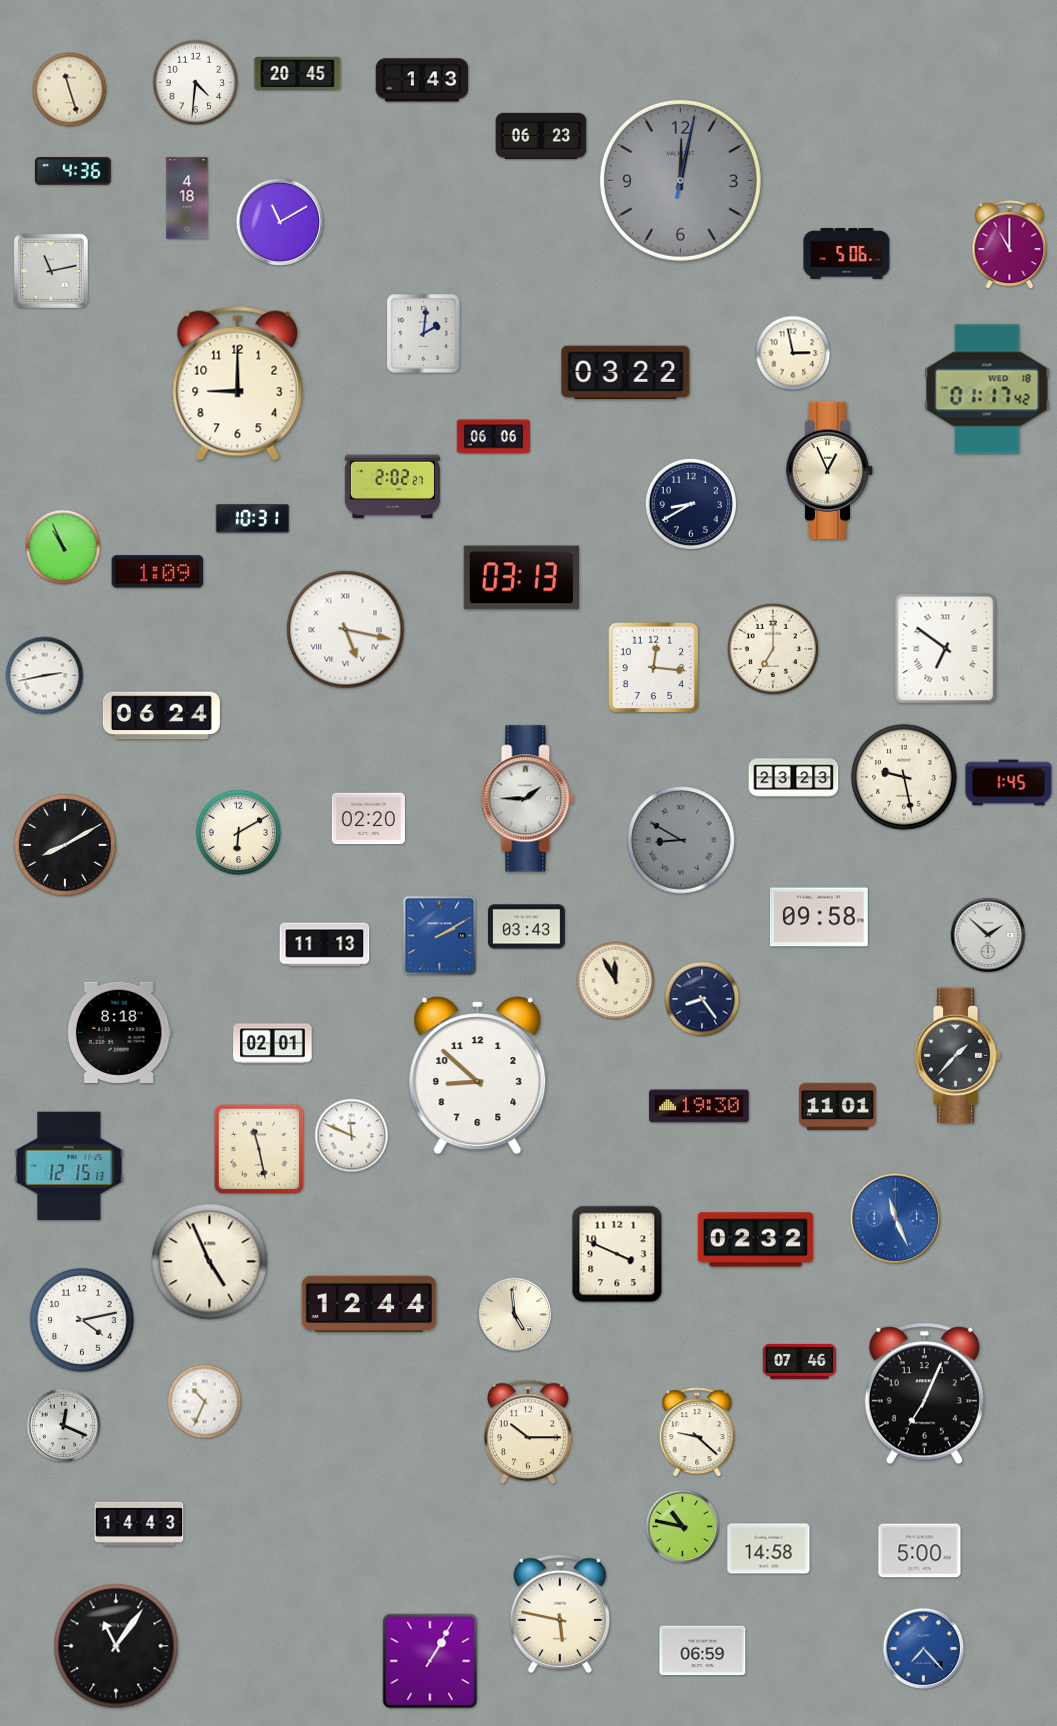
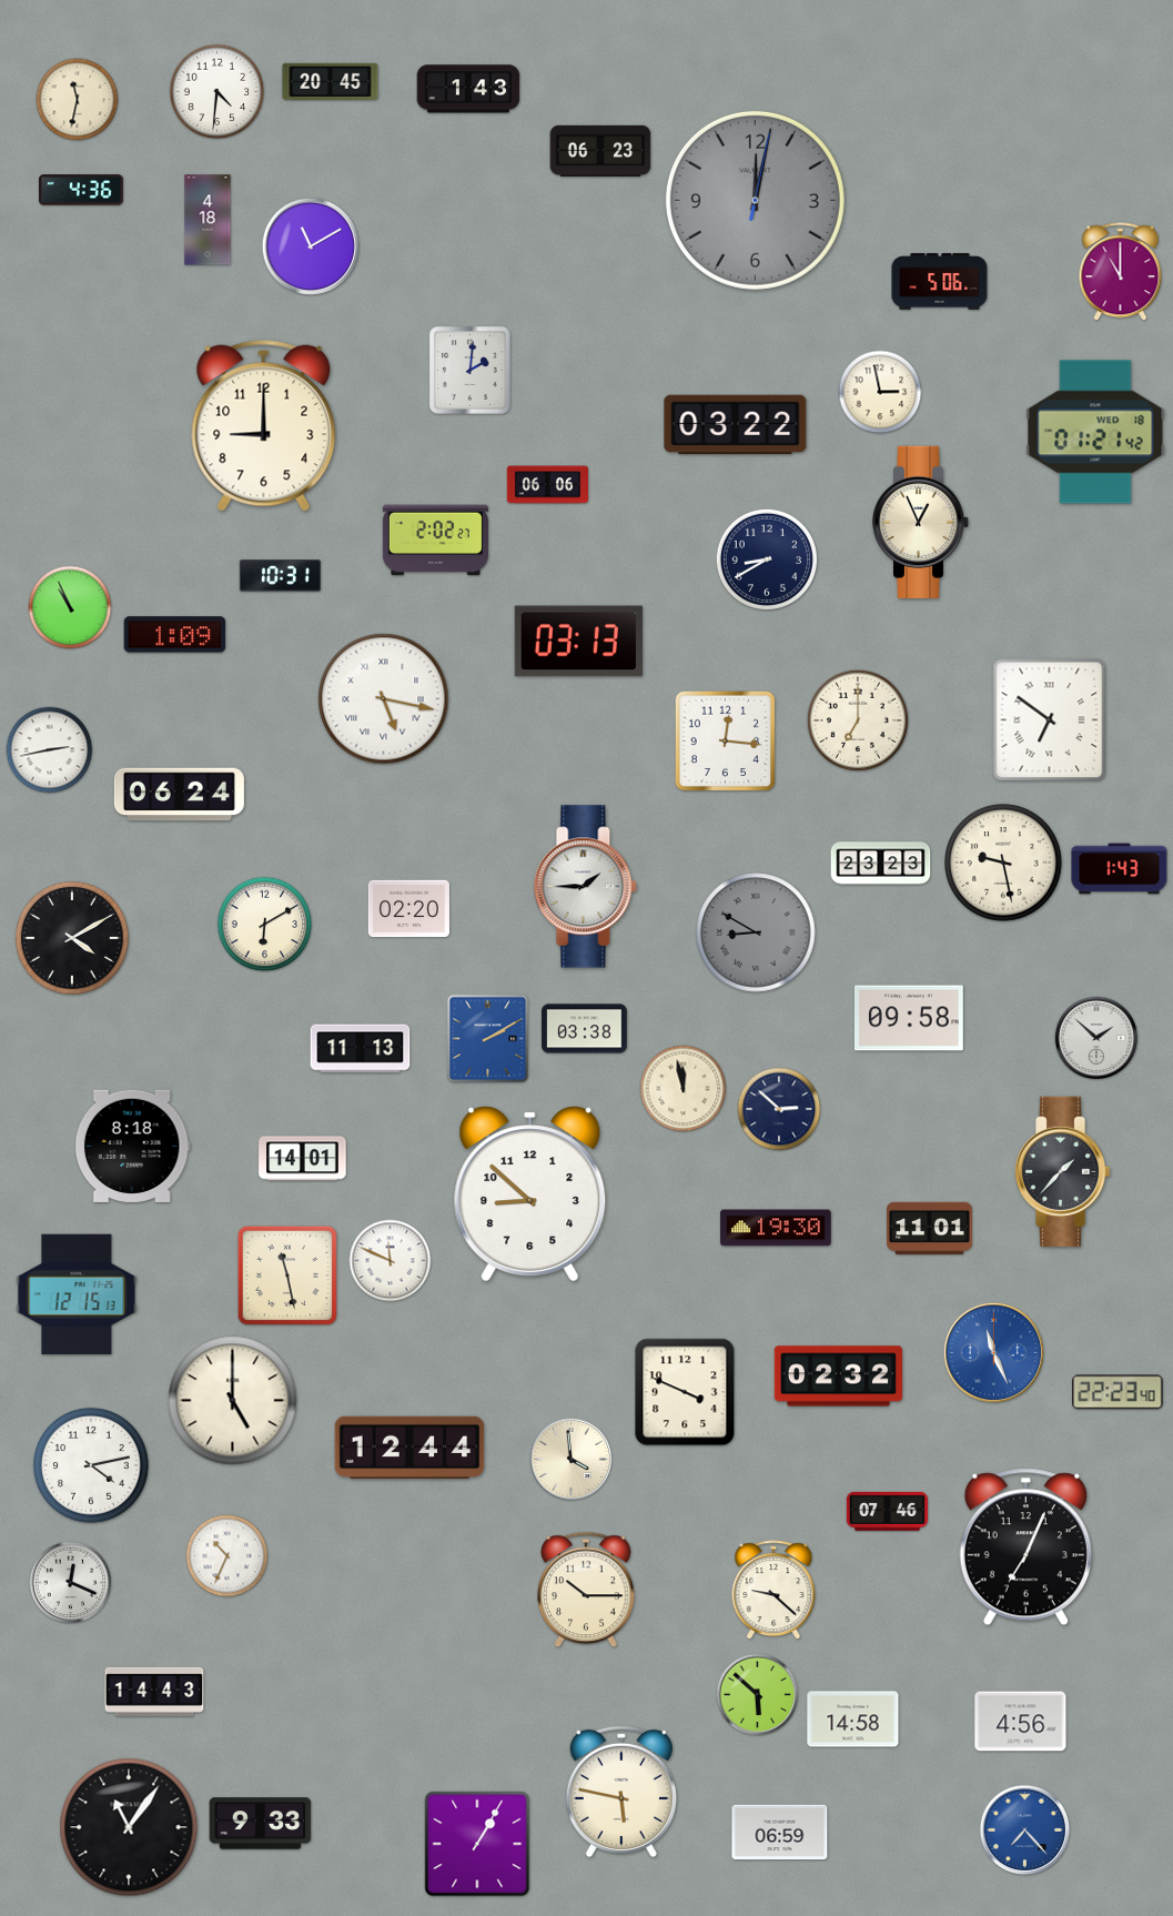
clock at (70, 90): 11:27 -> 11:32
clock at (50, 270): 11:13 -> none
clock at (626, 373) position: (626, 373) -> (736, 425)
clock at (987, 389): 01:17 -> 01:21
clock at (1009, 783): 1:45 -> 1:43
clock at (66, 846): 8:10 -> 4:10
clock at (527, 927): 03:43 -> 03:38
clock at (616, 981): 11:55 -> 11:58
clock at (702, 999): 8:24 -> 2:52
clock at (273, 1044): 02:01 -> 14:01
clock at (1118, 1392): none -> 22:23
clock at (210, 1262): 4:56 -> 5:00
clock at (515, 1315): 4:59 -> 3:59
clock at (683, 1527): 10:47 -> 5:52
clock at (920, 1551): 5:00 -> 4:56
clock at (261, 1824): none -> 9:33
